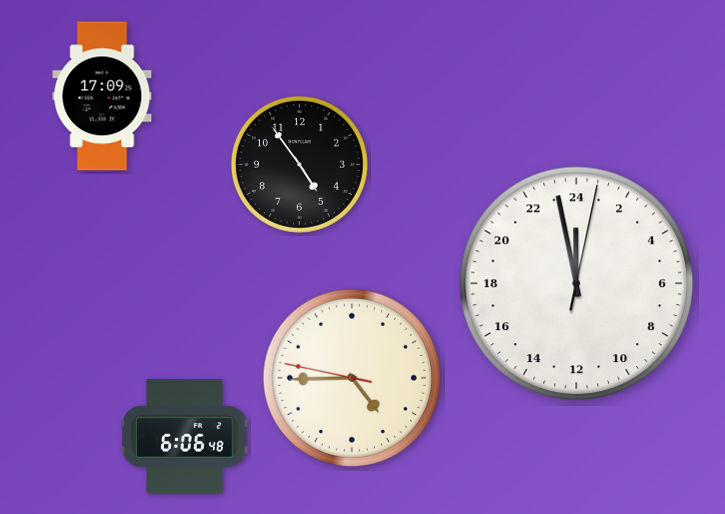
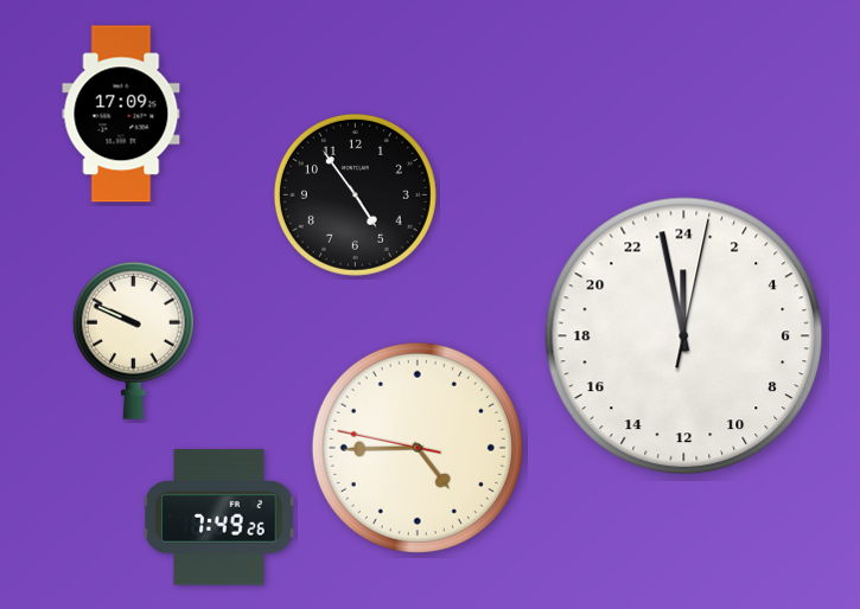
clock at (133, 340): none -> 9:49
clock at (185, 437): 6:06 -> 7:49
